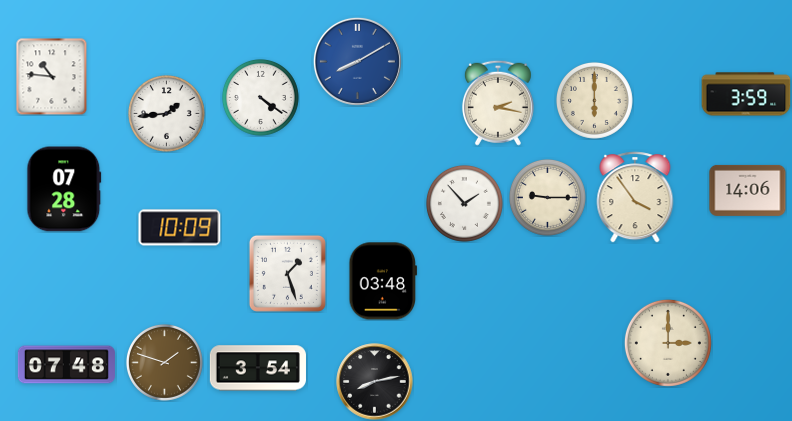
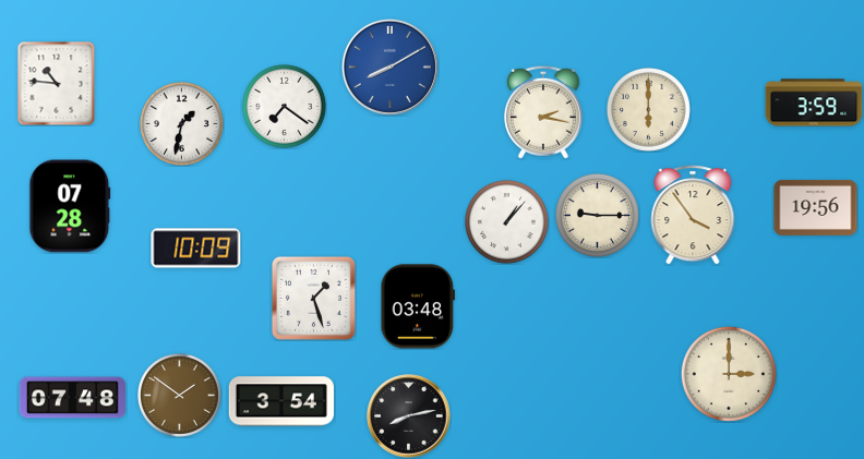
clock at (260, 97): 4:21 -> 7:21
clock at (166, 113): 1:44 -> 1:32
clock at (748, 190): 14:06 -> 19:56
clock at (464, 203): 1:53 -> 1:07
clock at (164, 362): 1:48 -> 1:51
